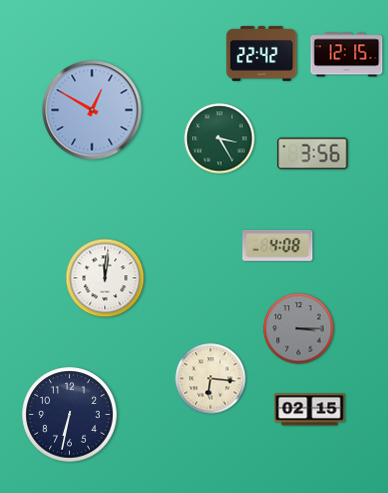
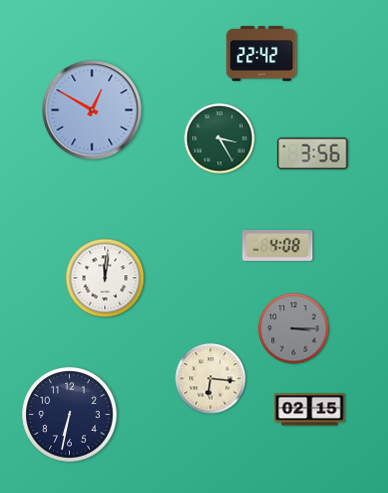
clock at (347, 55): 12:15 -> none
clock at (299, 329) position: (299, 329) -> (294, 329)
